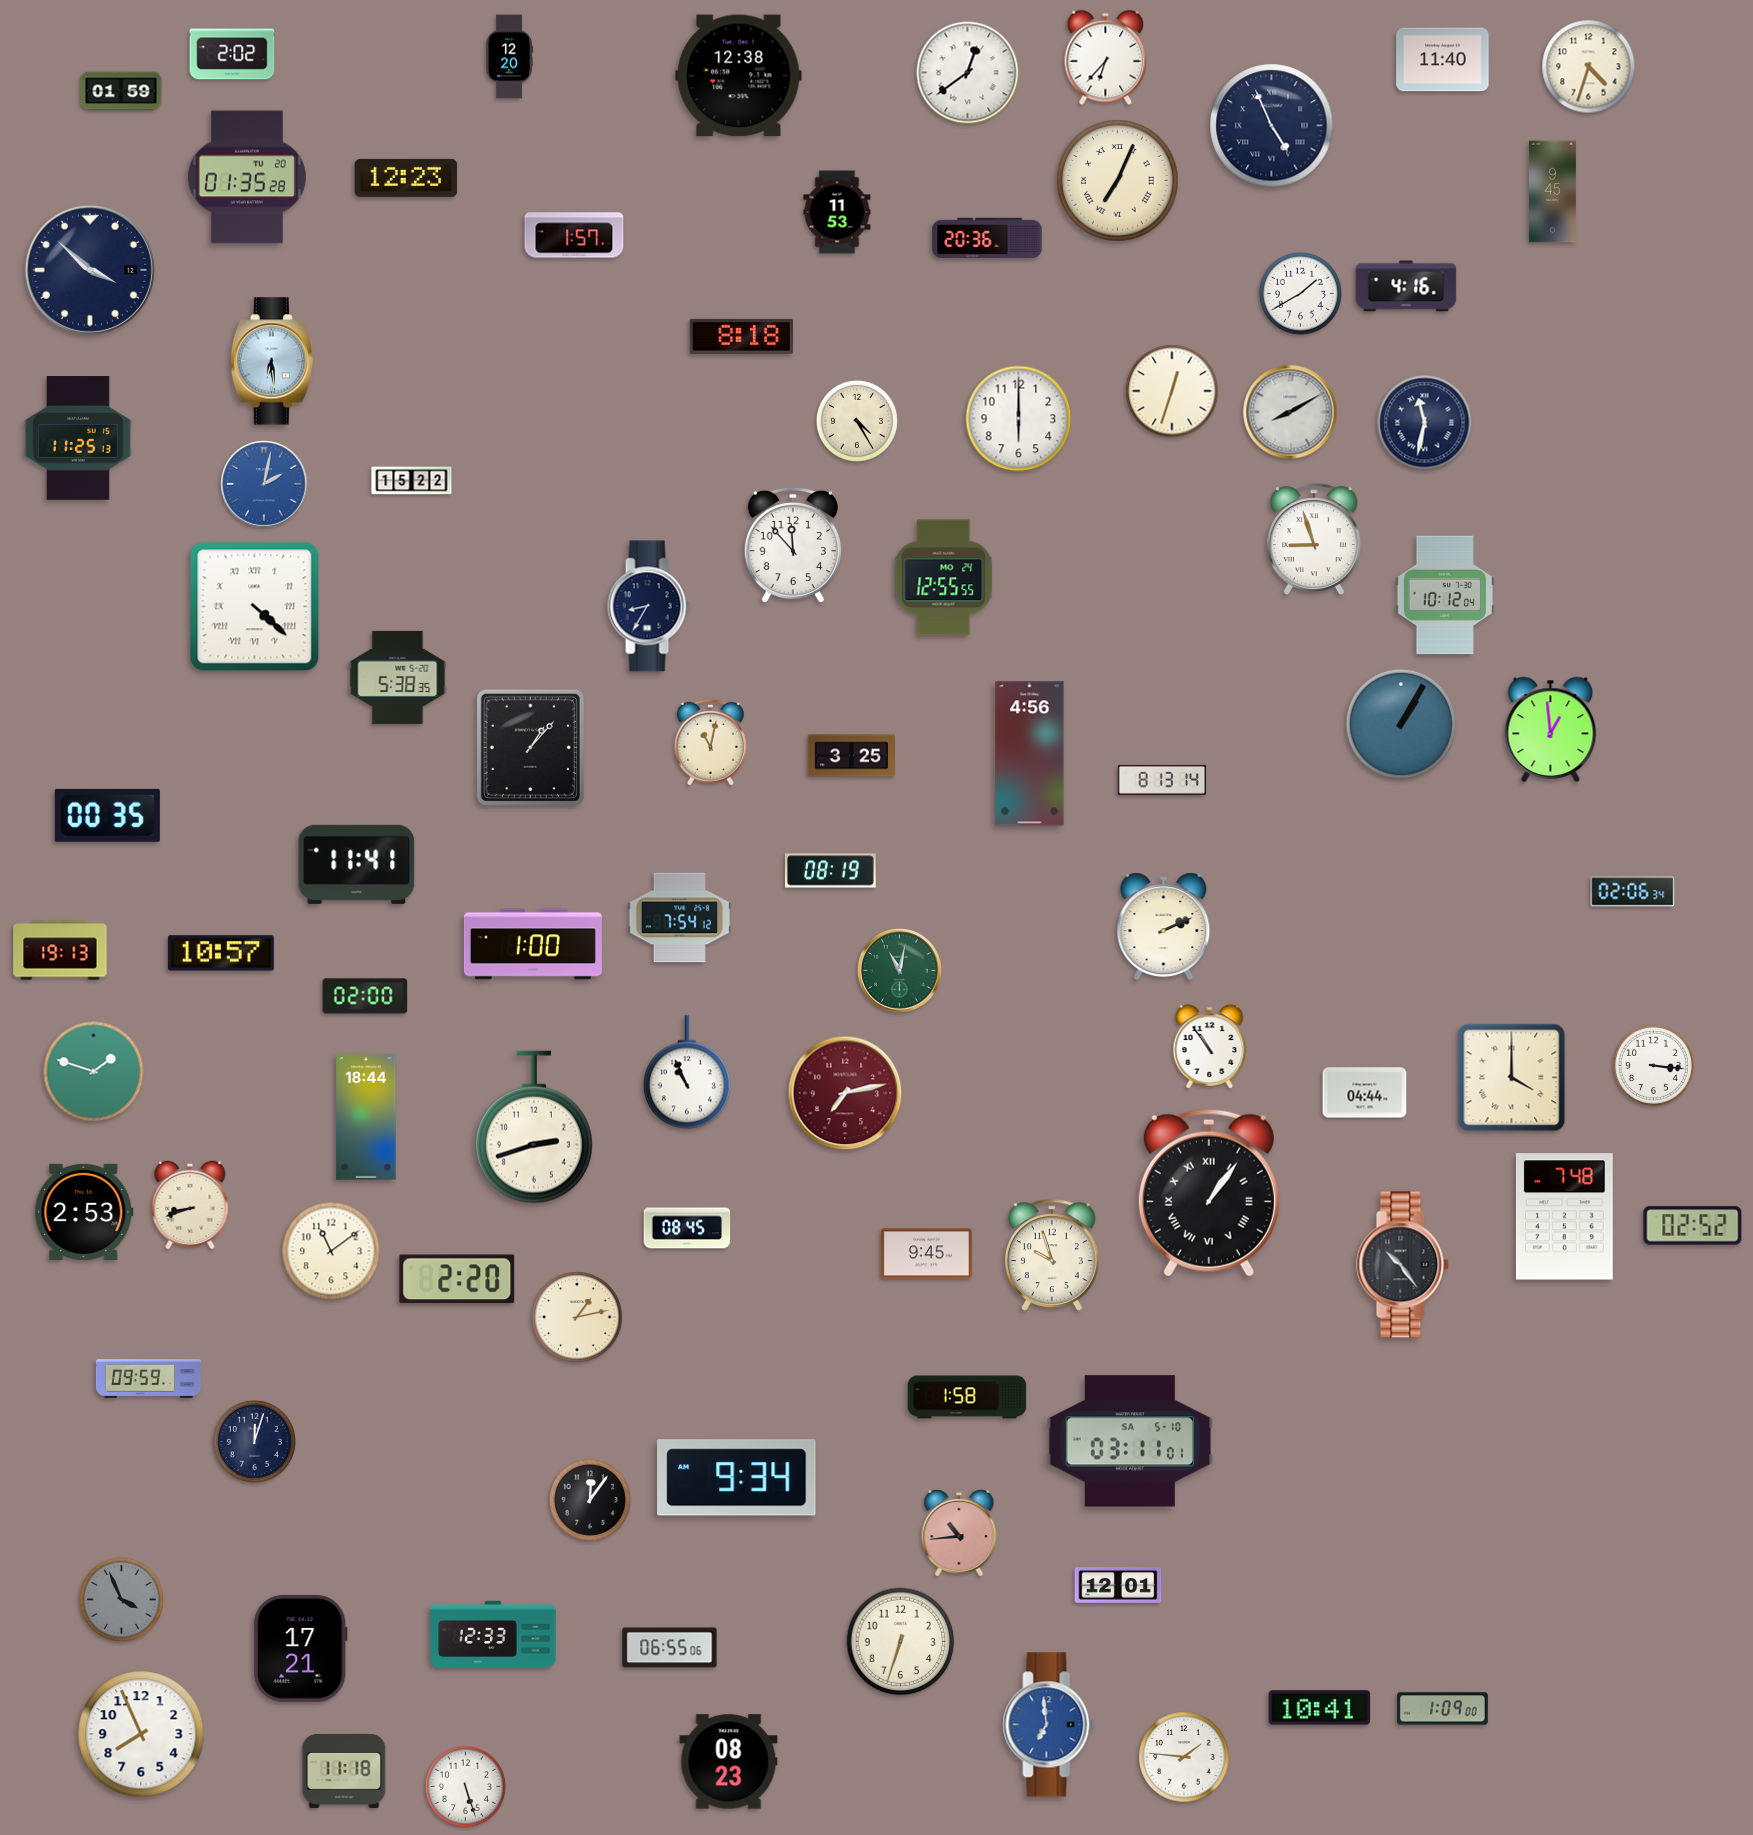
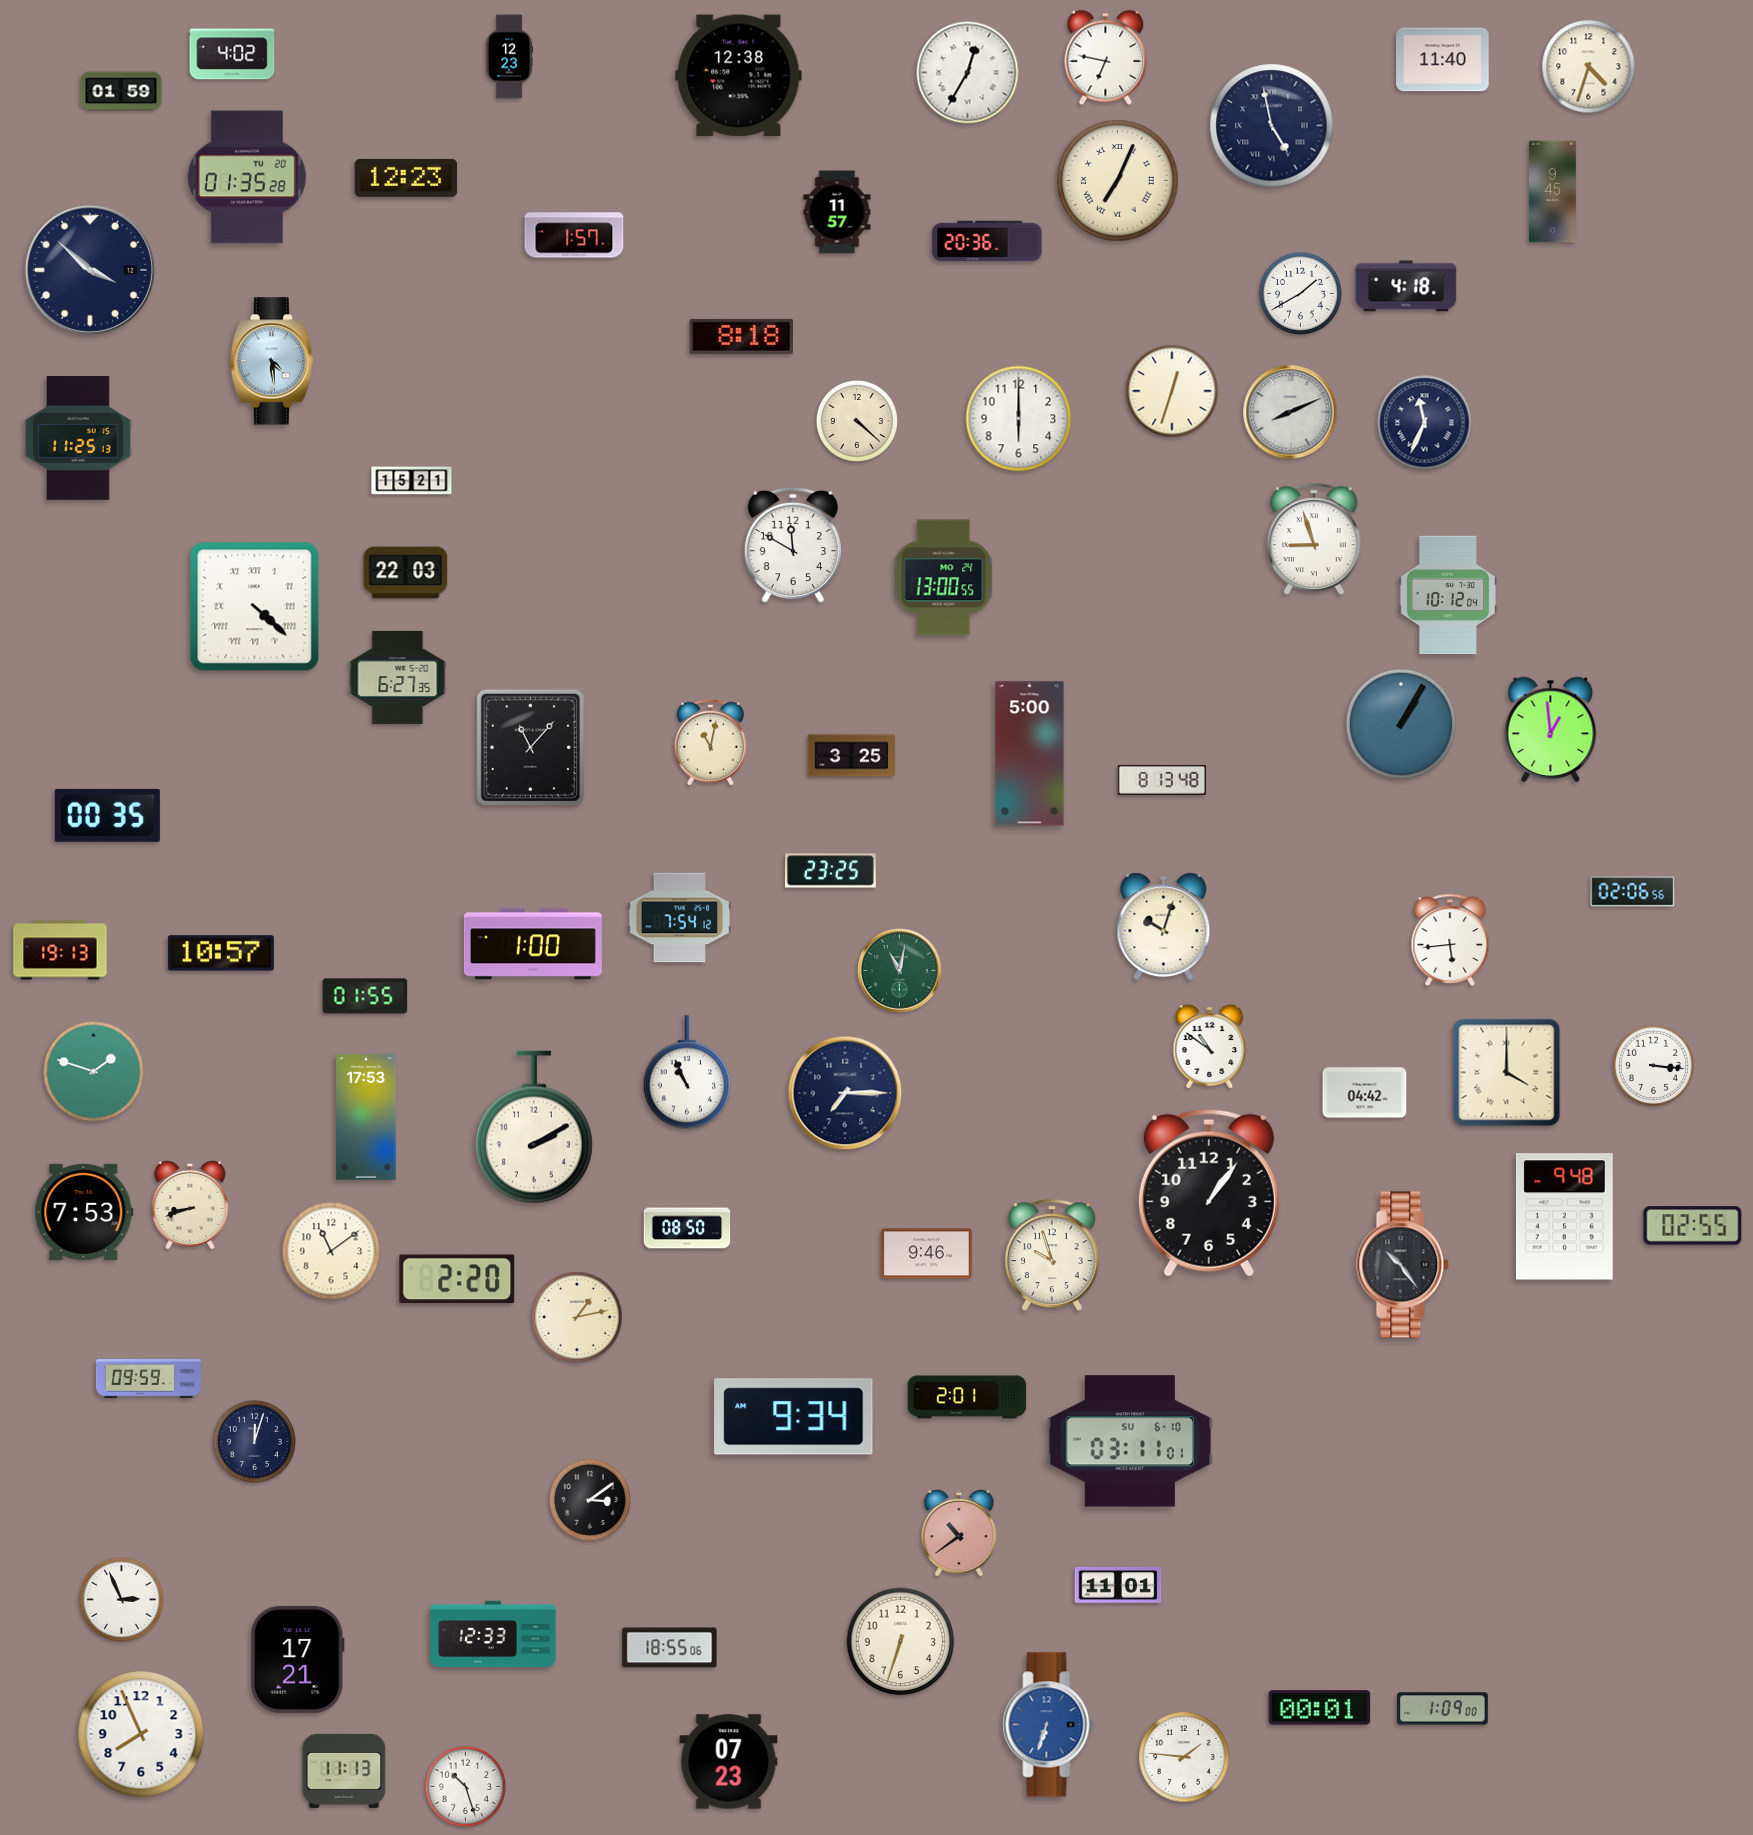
clock at (232, 54): 2:02 -> 4:02
clock at (510, 57): 12:20 -> 12:23
clock at (1106, 58): 6:37 -> 6:47
clock at (968, 73): 12:39 -> 12:35
clock at (1272, 126): 4:56 -> 4:58
clock at (837, 212): 11:53 -> 11:57
clock at (987, 238) position: (987, 238) -> (987, 241)
clock at (1406, 286): 4:16 -> 4:18
clock at (272, 361): 6:29 -> 4:29
clock at (1290, 412): 8:10 -> 8:11
clock at (857, 421): 4:25 -> 4:22
clock at (1425, 423): 11:32 -> 11:34
clock at (412, 481): 15:22 -> 15:21
clock at (264, 484): 2:02 -> none
clock at (793, 545): 11:53 -> 11:50
clock at (406, 573): none -> 22:03
clock at (944, 578): 12:55 -> 13:00
clock at (1444, 595) position: (1444, 595) -> (1447, 595)
clock at (649, 606): 8:35 -> none
clock at (398, 677): 5:38 -> 6:27
clock at (530, 747): 1:07 -> 11:07
clock at (1030, 754): 4:56 -> 5:00
clock at (1162, 780): 8:13:14 -> 8:13:48
clock at (357, 864): 11:41 -> none
clock at (831, 871): 08:19 -> 23:25
clock at (1633, 892): 02:06:34 -> 02:06:56
clock at (1164, 927): 2:11 -> 10:03
clock at (1450, 939): none -> 5:44
clock at (365, 996): 02:00 -> 01:55
clock at (1210, 1047): 10:54 -> 10:51
clock at (1512, 1078) position: (1512, 1078) -> (1507, 1073)
clock at (845, 1093): 7:13 -> 7:15
clock at (845, 1093) dial: burgundy -> navy
clock at (1365, 1093): 04:44 -> 04:42
clock at (366, 1117): 18:44 -> 17:53
clock at (534, 1127): 2:42 -> 2:10
clock at (1209, 1193) numerals: Roman -> Arabic
clock at (84, 1212): 2:53 -> 7:53
clock at (1564, 1217): 7:48 -> 9:48
clock at (1693, 1226): 02:52 -> 02:55
clock at (687, 1228): 08:45 -> 08:50
clock at (927, 1254): 9:45 -> 9:46
clock at (967, 1397): 1:58 -> 2:01
clock at (1130, 1441) date: SA 5-10 -> SU 6-10
clock at (737, 1478) position: (737, 1478) -> (794, 1417)
clock at (590, 1500): 12:06 -> 3:09
clock at (959, 1532): 10:44 -> 10:39
clock at (1118, 1586): 12:01 -> 11:01
clock at (121, 1599): 3:56 -> 2:56
clock at (121, 1599) dial: grey -> white
clock at (301, 1648) position: (301, 1648) -> (298, 1659)
clock at (670, 1648): 06:55 -> 18:55
clock at (1320, 1708): 10:41 -> 00:01
clock at (1049, 1725): 6:59 -> 6:33
clock at (729, 1762): 08:23 -> 07:23
clock at (344, 1771): 11:18 -> 11:13
clock at (465, 1786): 5:27 -> 10:27
